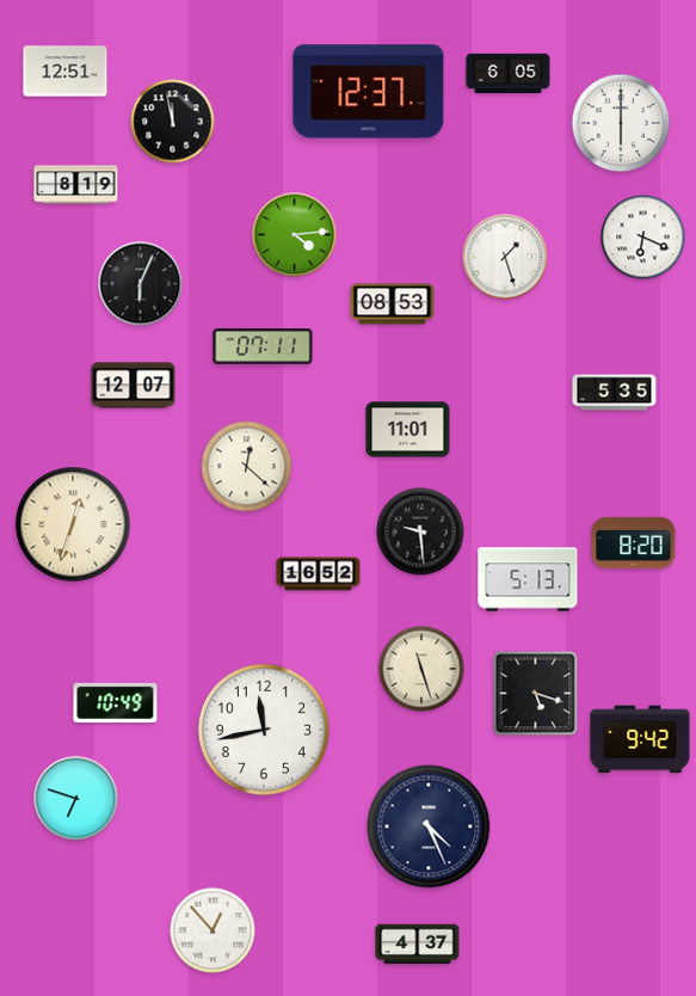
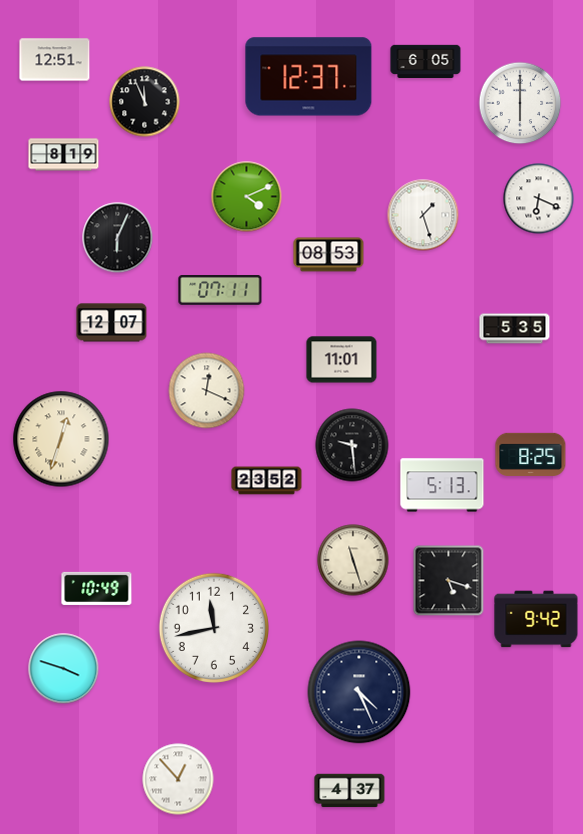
clock at (173, 122): 11:58 -> 11:56
clock at (295, 235): 4:14 -> 4:11
clock at (247, 467): 12:22 -> 12:19
clock at (634, 542): 8:20 -> 8:25
clock at (319, 574): 16:52 -> 23:52
clock at (264, 730) position: (264, 730) -> (214, 628)
clock at (76, 799): 6:48 -> 3:48
